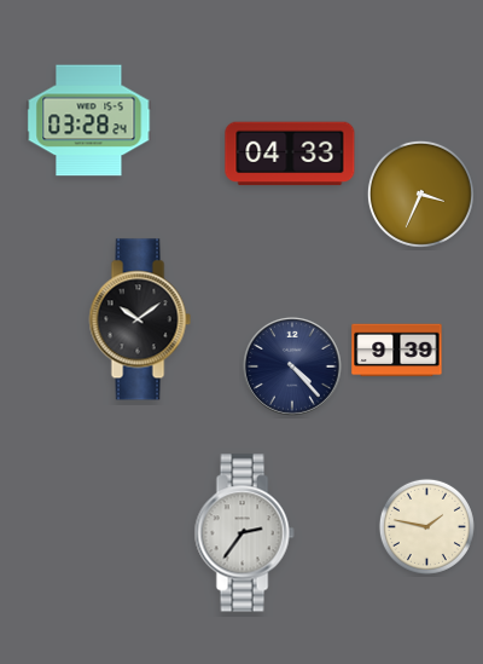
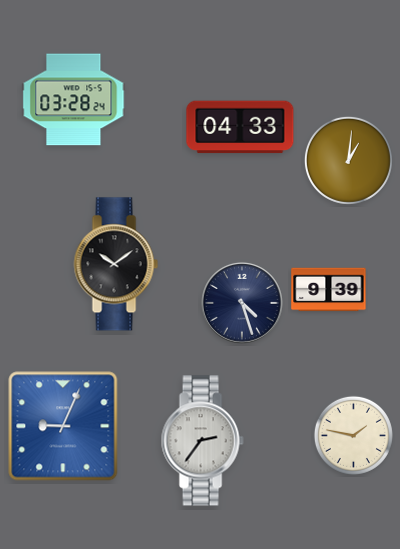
clock at (420, 194): 3:34 -> 1:01
clock at (292, 366): 4:23 -> 4:27
clock at (63, 426): none -> 9:04
